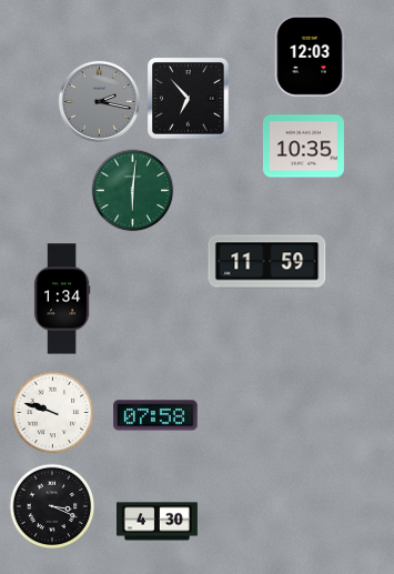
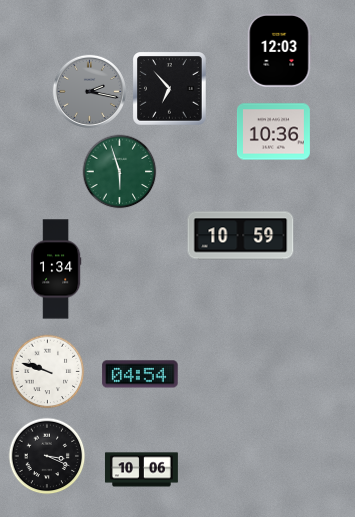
clock at (303, 147): 10:35 -> 10:36
clock at (133, 191): 6:01 -> 5:57
clock at (267, 262): 11:59 -> 10:59
clock at (155, 415): 07:58 -> 04:54
clock at (156, 522): 4:30 -> 10:06
